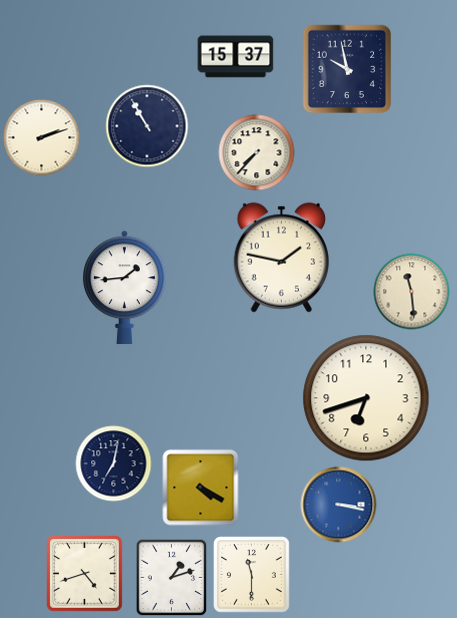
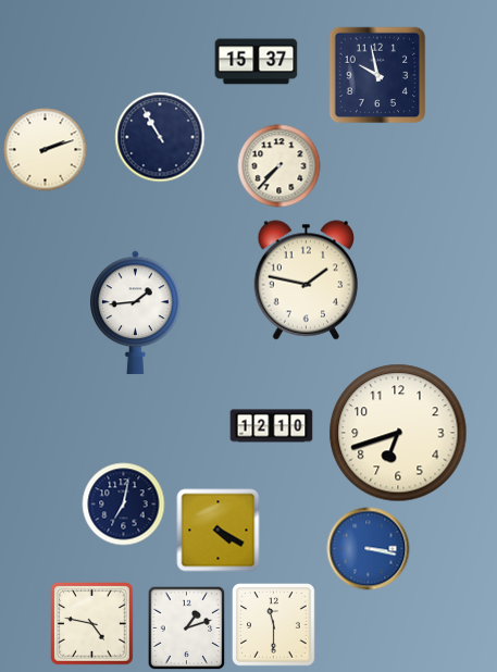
clock at (412, 292): 11:29 -> none
clock at (272, 426): none -> 12:10
clock at (85, 574): 4:42 -> 4:47
